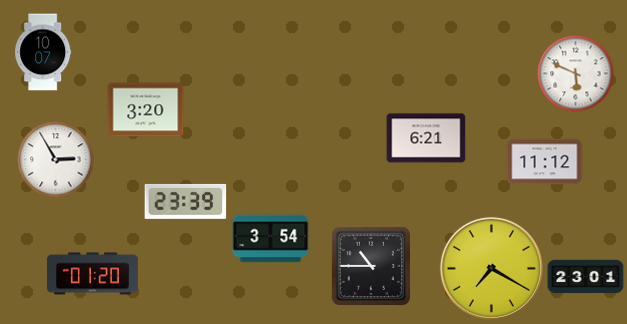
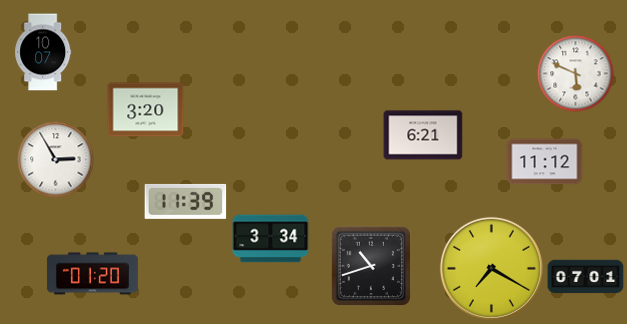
clock at (426, 138) position: (426, 138) -> (423, 135)
clock at (186, 201): 23:39 -> 11:39
clock at (271, 239): 3:54 -> 3:34
clock at (370, 265): 10:45 -> 10:42
clock at (586, 277): 23:01 -> 07:01
